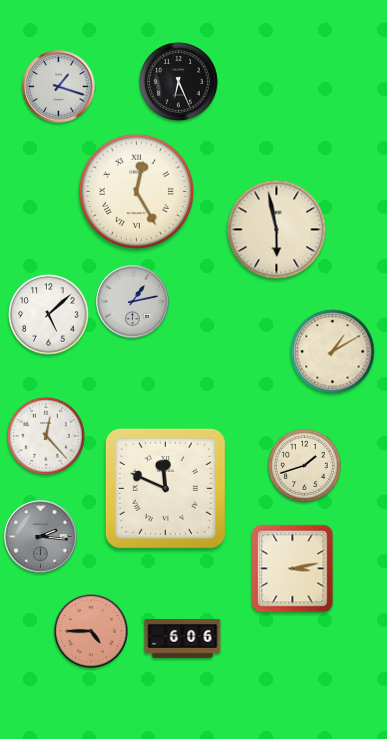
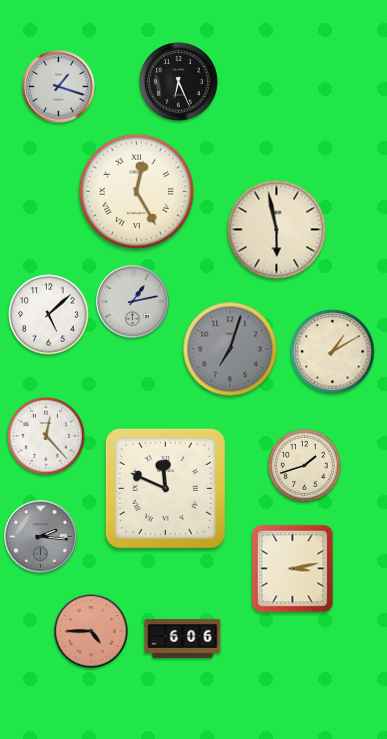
clock at (230, 349): none -> 7:03
